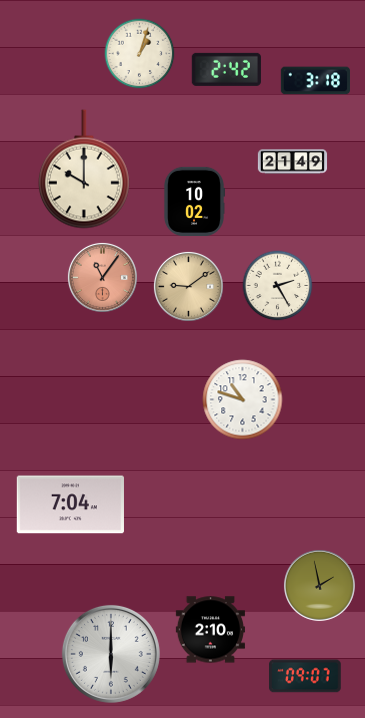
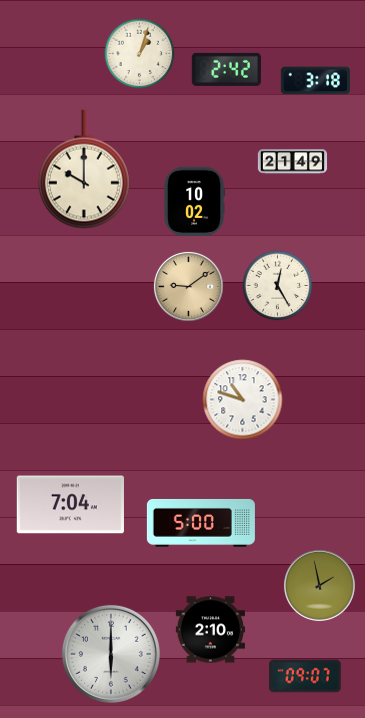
clock at (102, 277): 11:06 -> none
clock at (278, 286): 2:25 -> 12:25
clock at (201, 523): none -> 5:00
